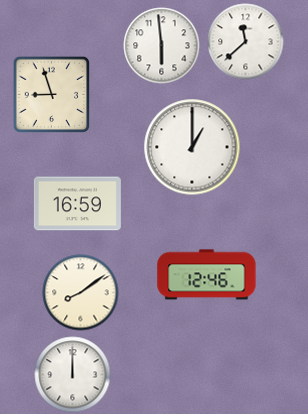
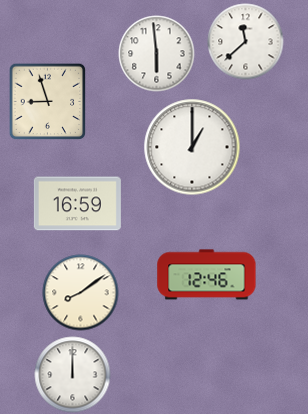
clock at (162, 46) position: (162, 46) -> (157, 54)
clock at (51, 94) position: (51, 94) -> (47, 101)
